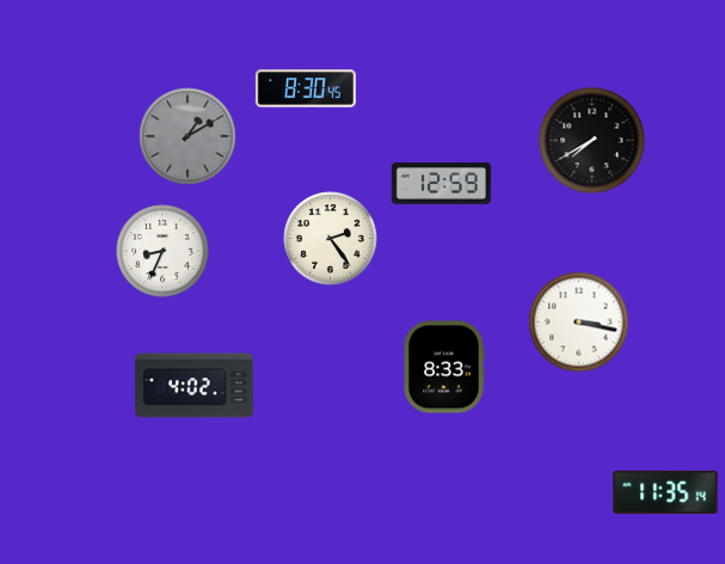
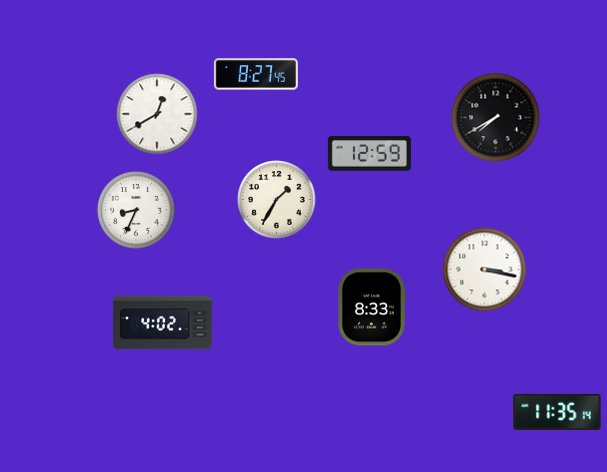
clock at (306, 88): 8:30 -> 8:27
clock at (188, 136): 1:10 -> 12:40
clock at (188, 136) dial: grey -> white
clock at (331, 239): 2:24 -> 1:35
